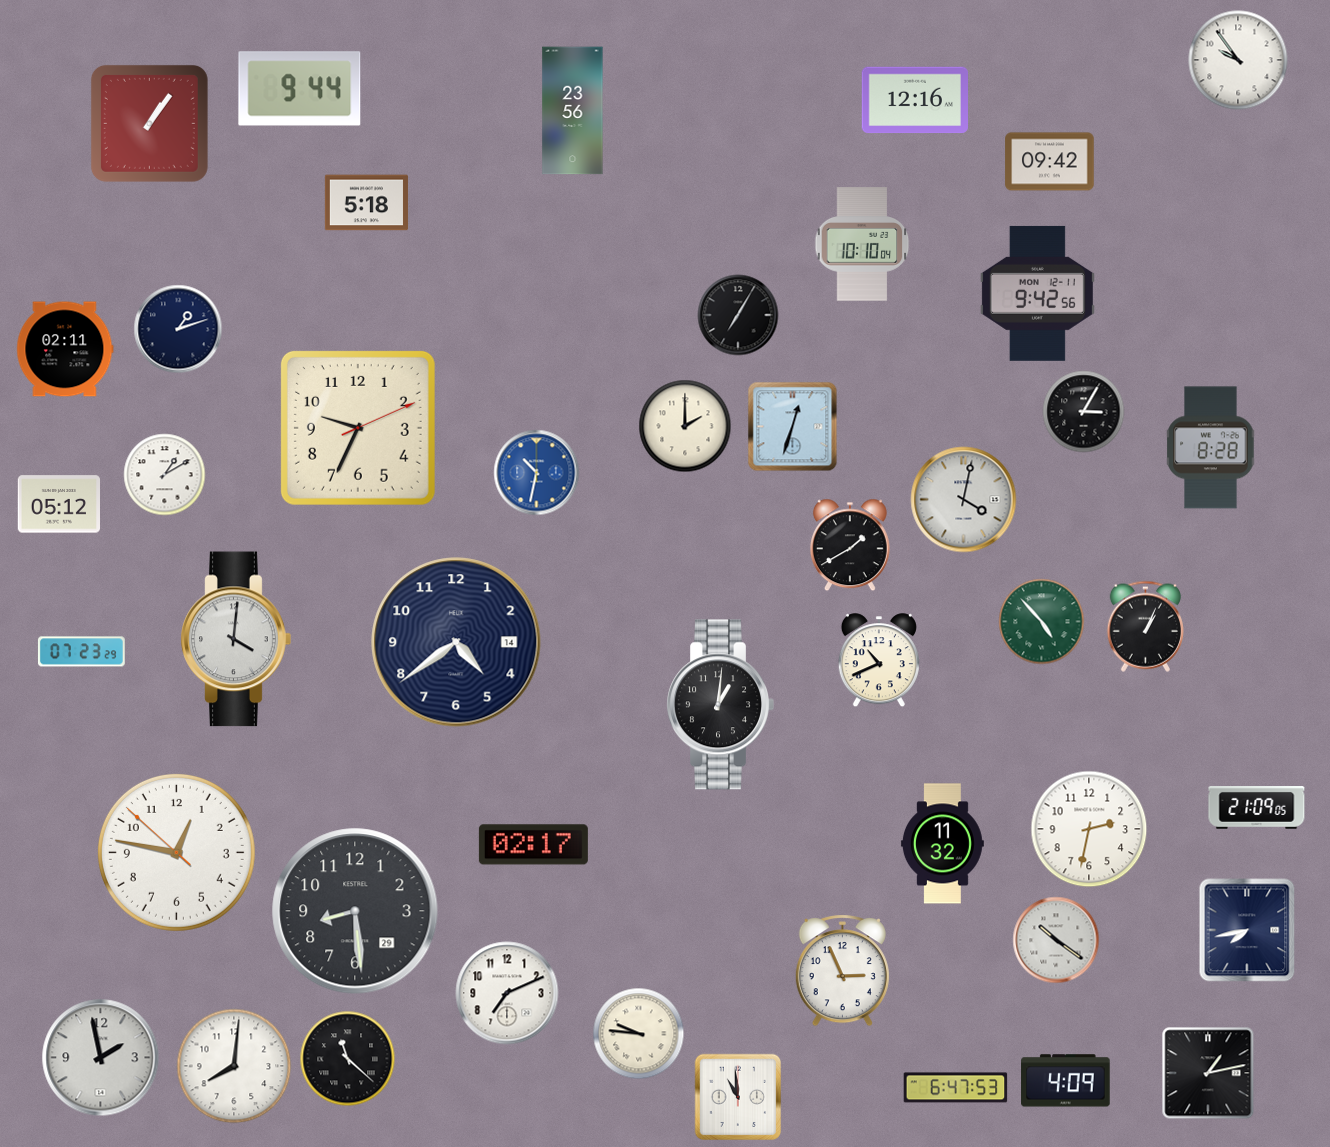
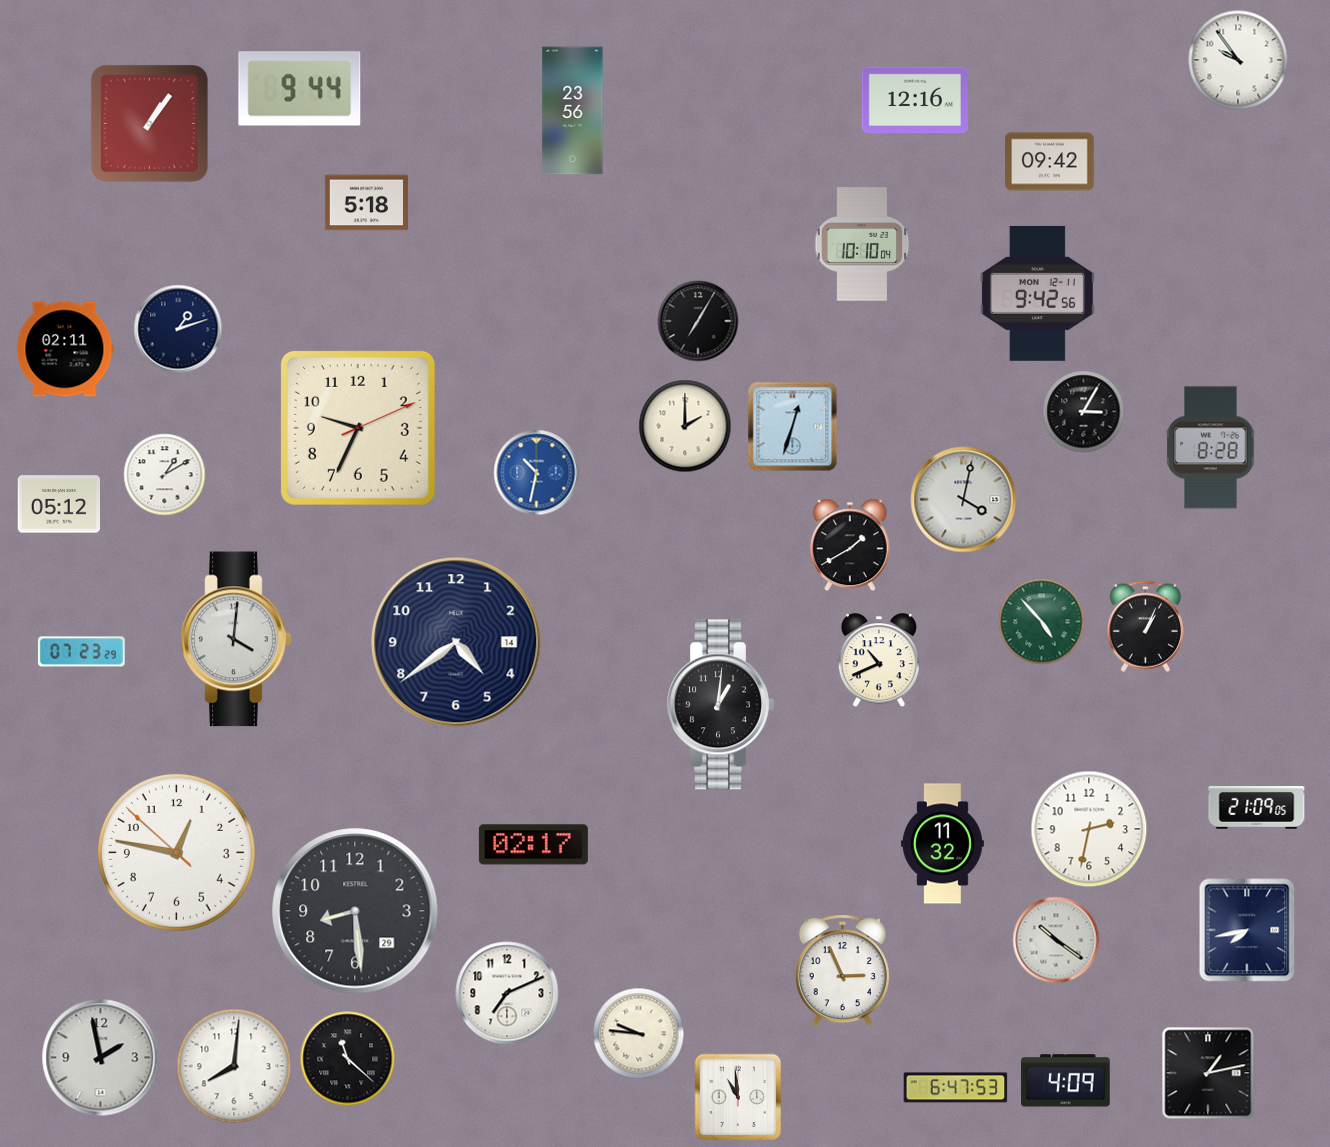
clock at (738, 315) position: (738, 315) -> (698, 321)
